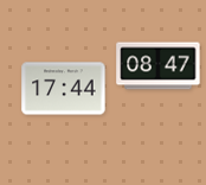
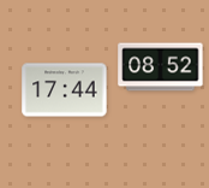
clock at (159, 66): 08:47 -> 08:52
